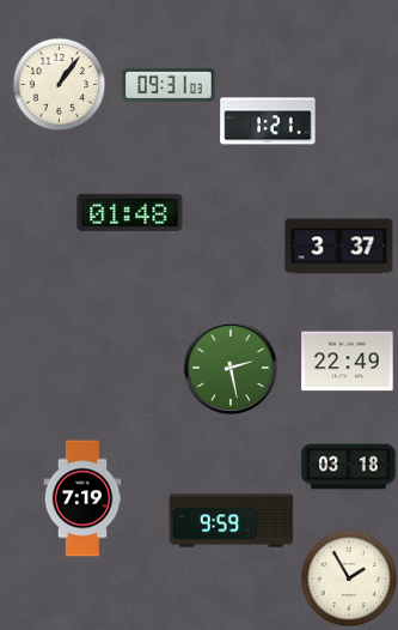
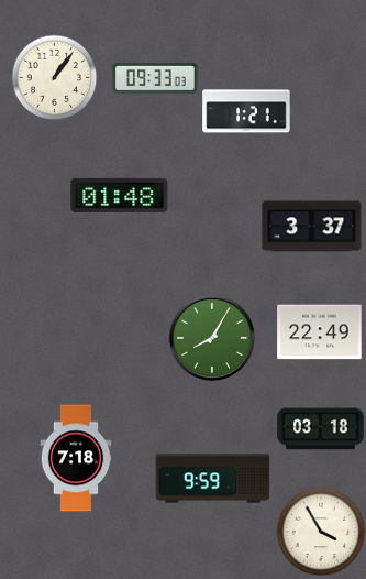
clock at (169, 85): 09:31 -> 09:33
clock at (229, 367): 2:28 -> 8:05
clock at (82, 498): 7:19 -> 7:18
clock at (349, 578): 1:55 -> 3:55
